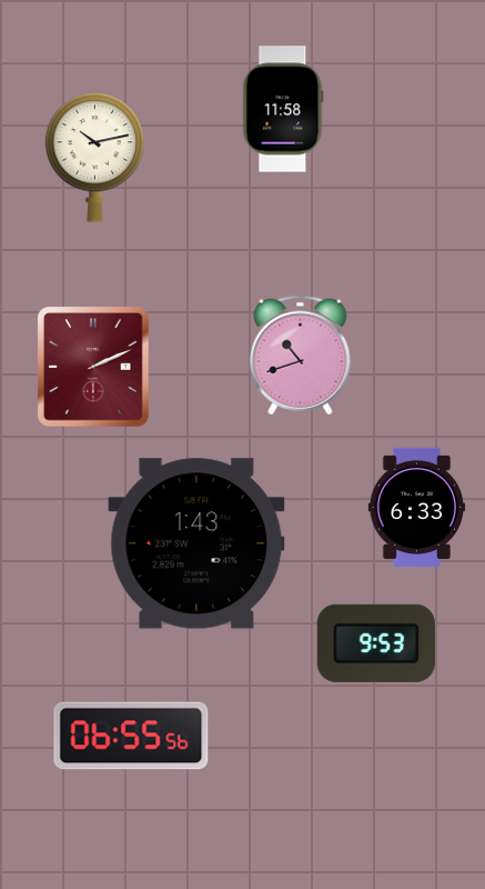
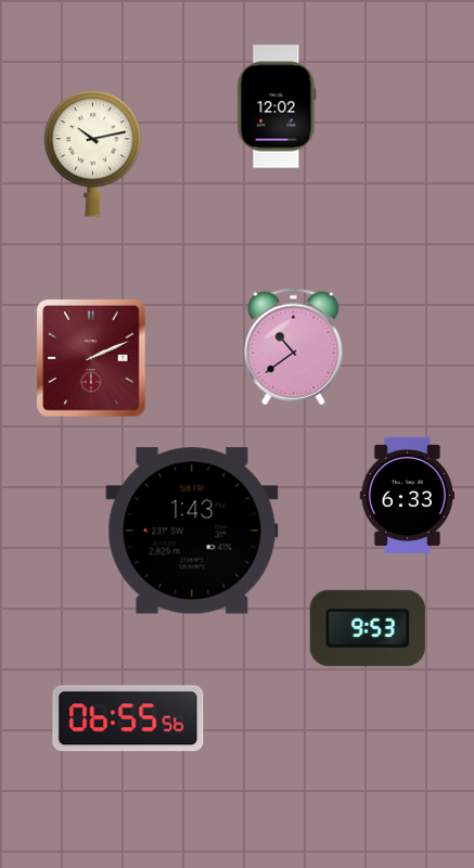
clock at (283, 109): 11:58 -> 12:02
clock at (301, 356): 10:42 -> 10:39
